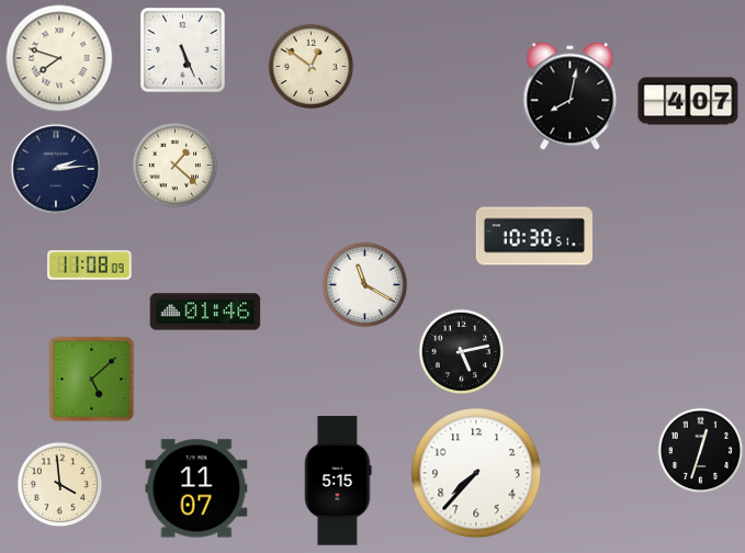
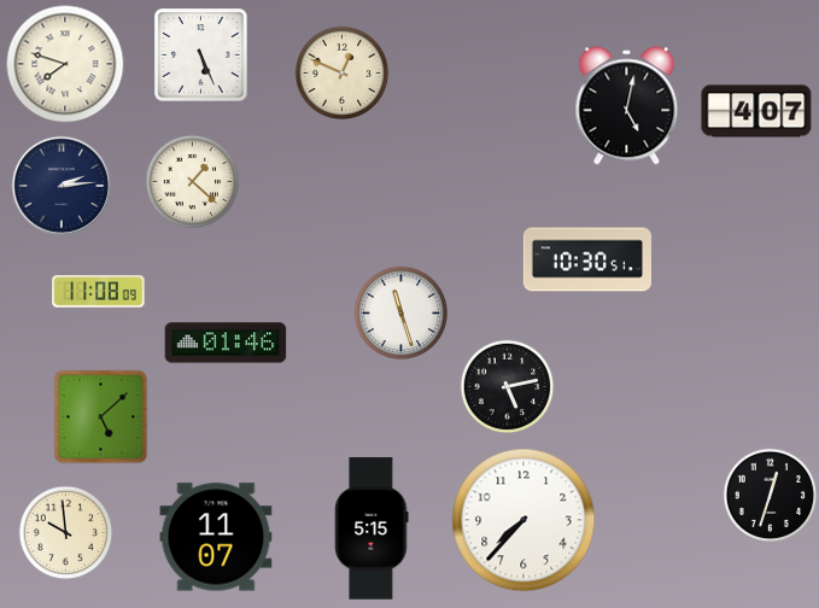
clock at (311, 66): 12:51 -> 12:49
clock at (571, 97): 8:02 -> 5:02
clock at (364, 284): 11:20 -> 11:27
clock at (59, 484): 3:59 -> 9:59
